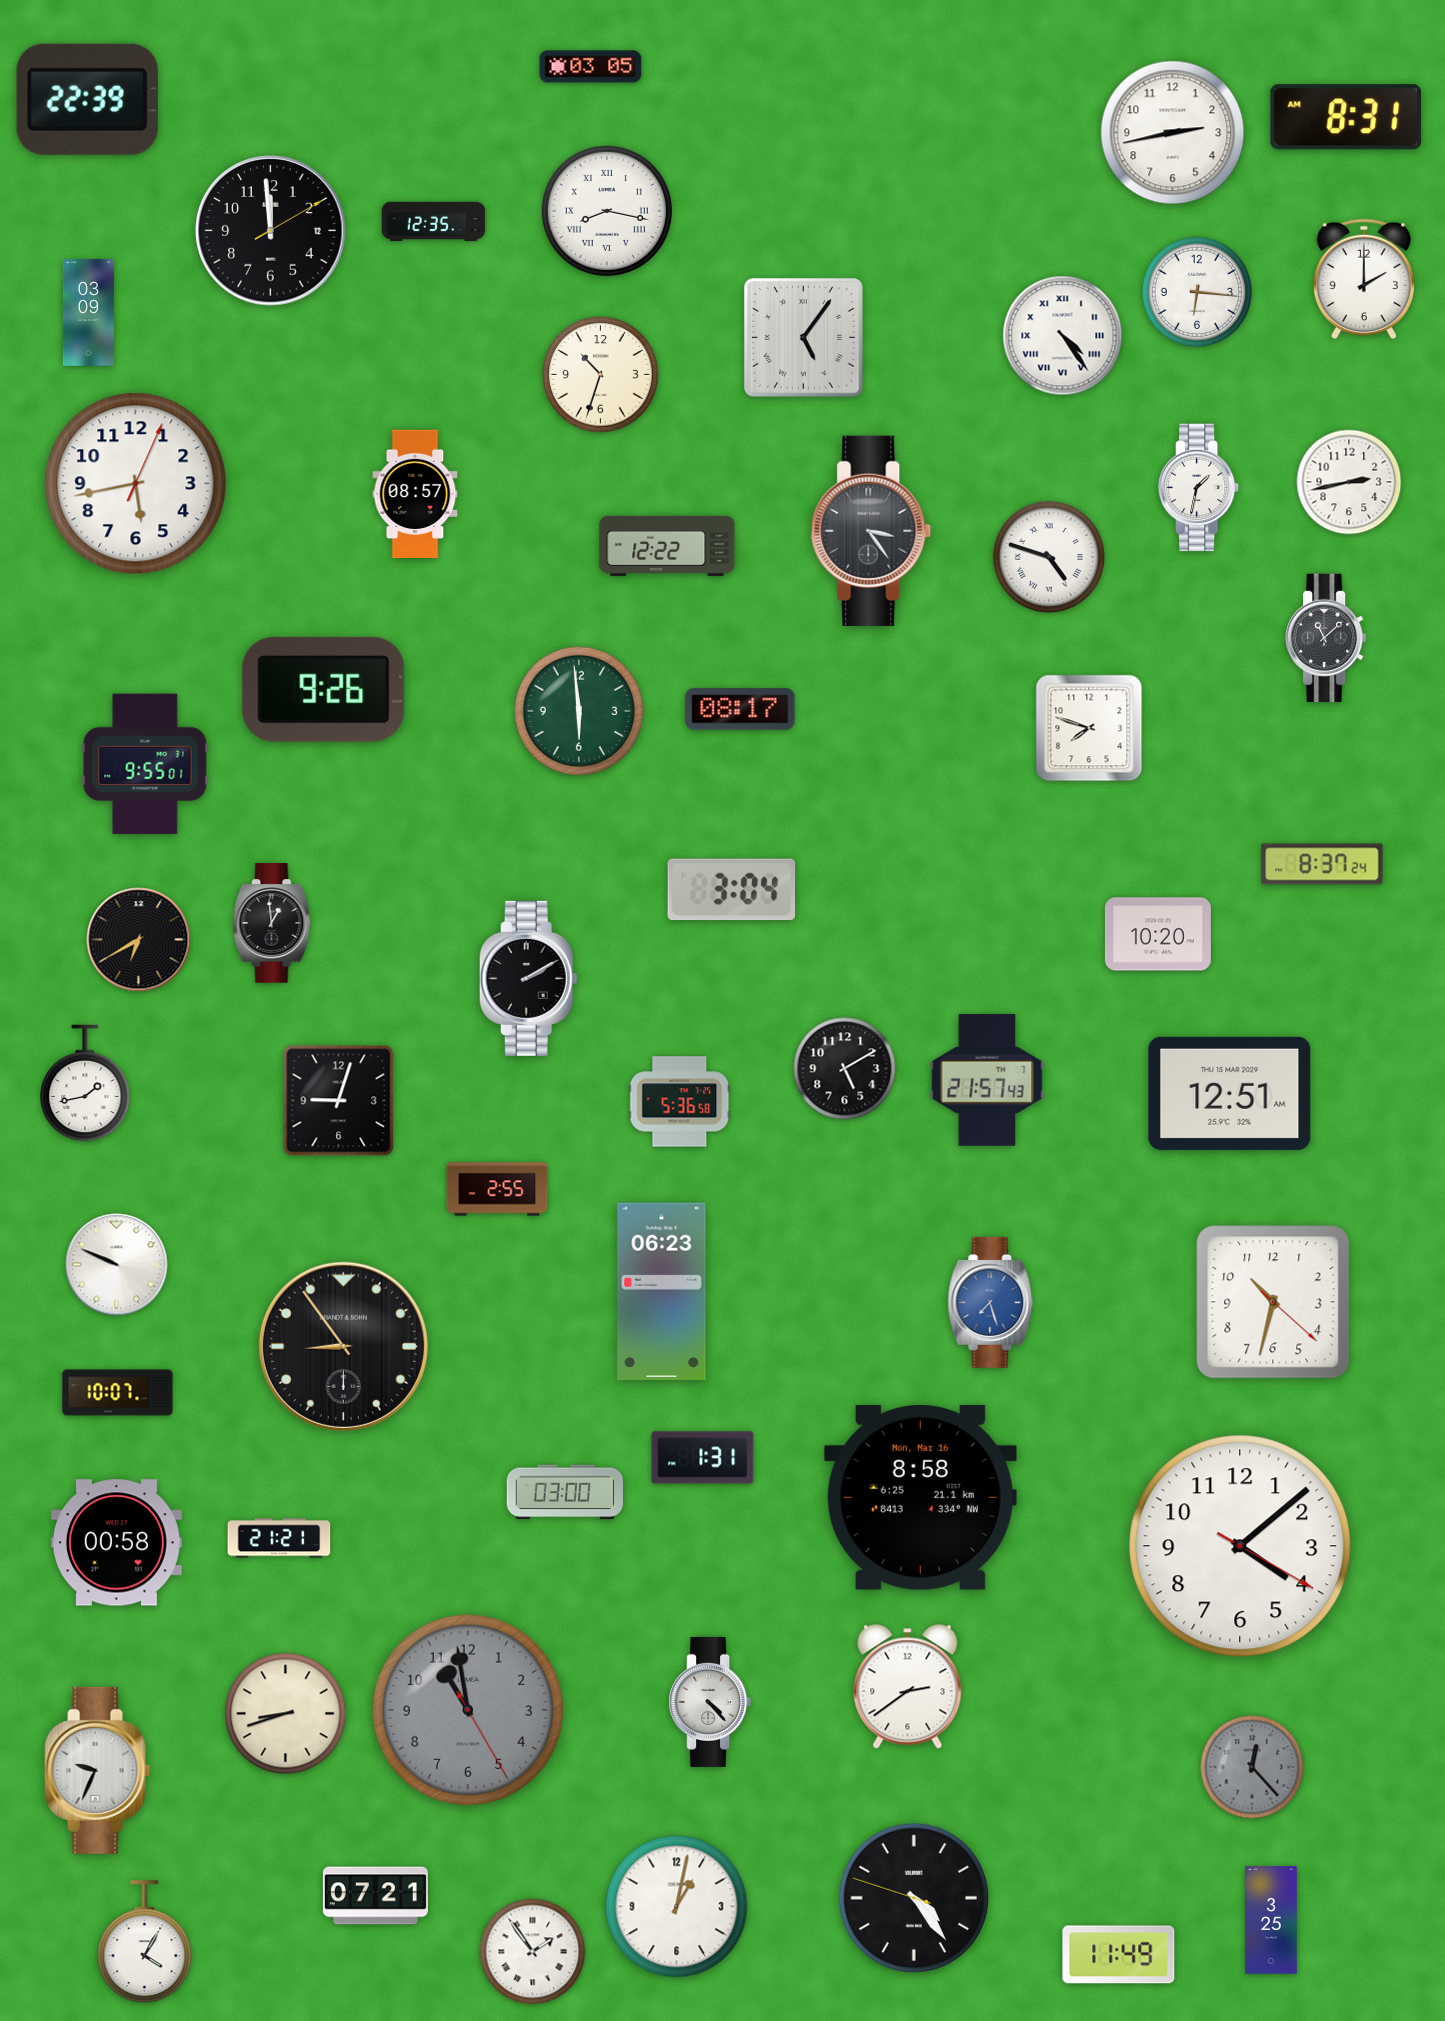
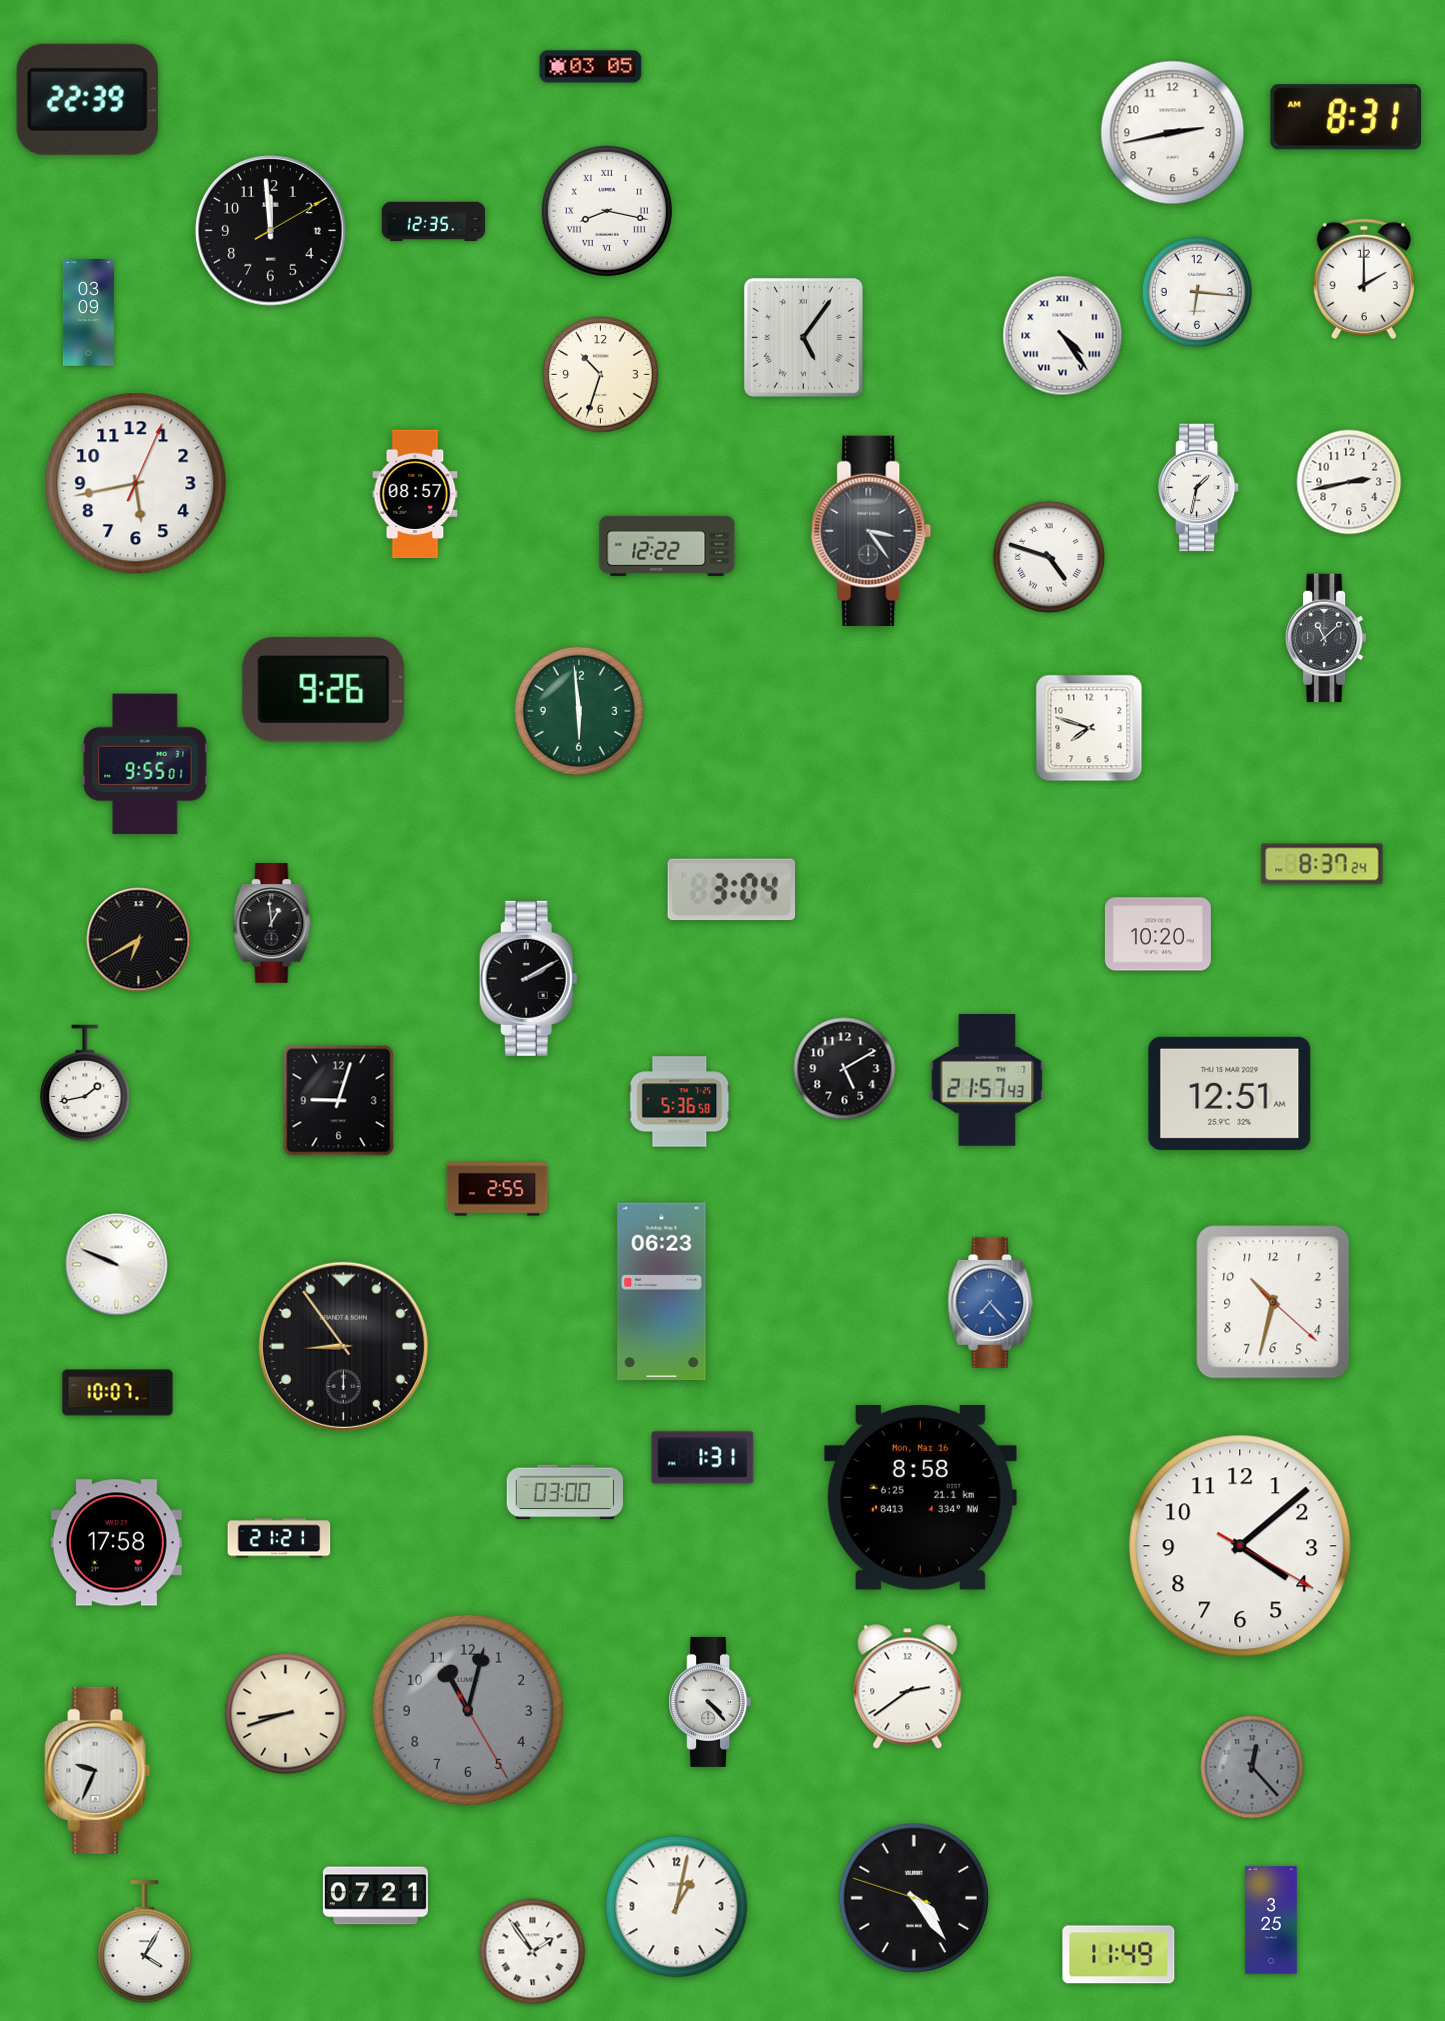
clock at (740, 709): 08:17 -> none
clock at (991, 1302): 7:27 -> 7:23
clock at (116, 1543): 00:58 -> 17:58
clock at (468, 1710): 10:58 -> 11:02
